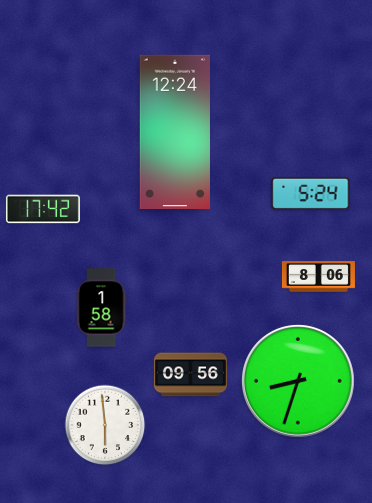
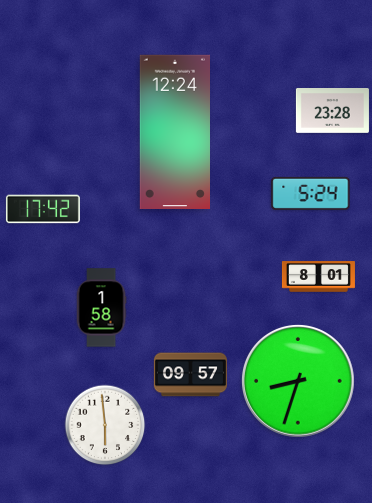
clock at (332, 111): none -> 23:28
clock at (318, 277): 8:06 -> 8:01
clock at (190, 375): 09:56 -> 09:57
